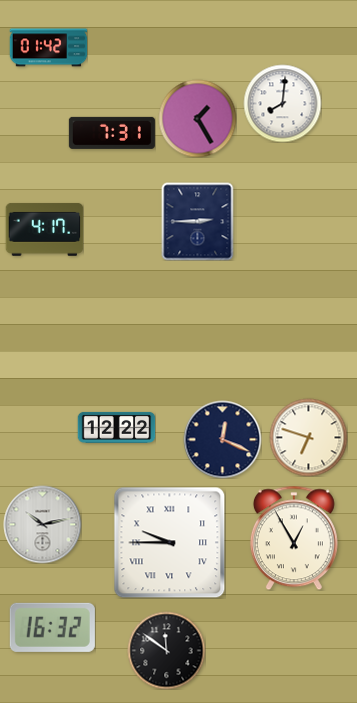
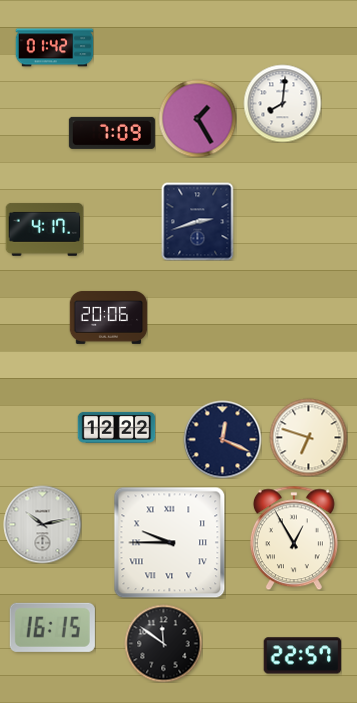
clock at (48, 48) position: (48, 48) -> (54, 48)
clock at (112, 133): 7:31 -> 7:09
clock at (198, 221): 2:45 -> 2:42
clock at (108, 318): none -> 20:06
clock at (52, 627): 16:32 -> 16:15
clock at (166, 650) position: (166, 650) -> (163, 643)
clock at (302, 656): none -> 22:57
